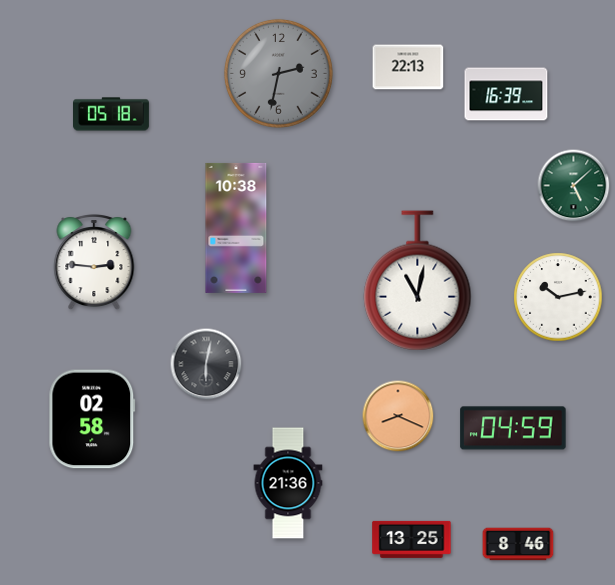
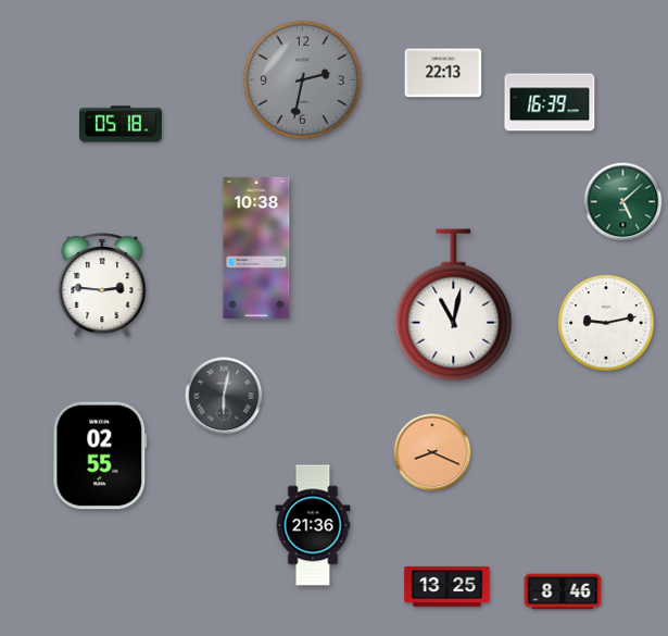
clock at (558, 297): 10:13 -> 9:13
clock at (92, 419): 02:58 -> 02:55
clock at (513, 428): 04:59 -> none
